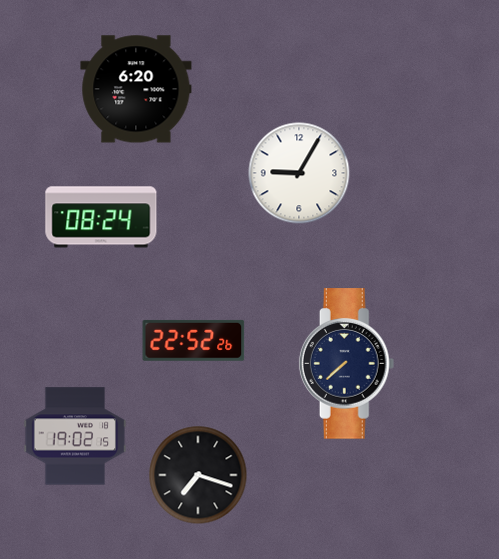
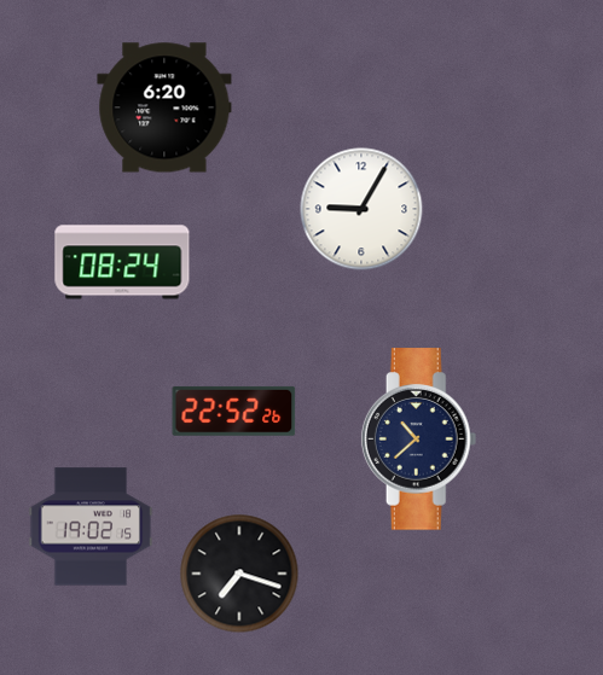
clock at (347, 364): 7:38 -> 10:38
